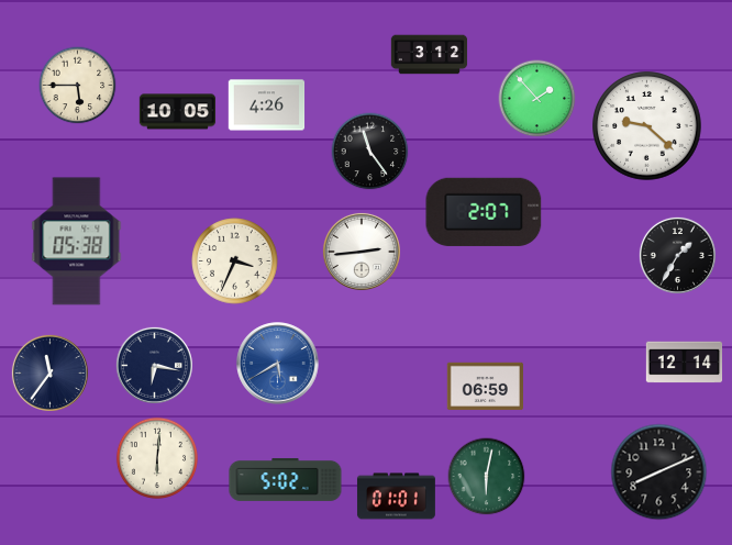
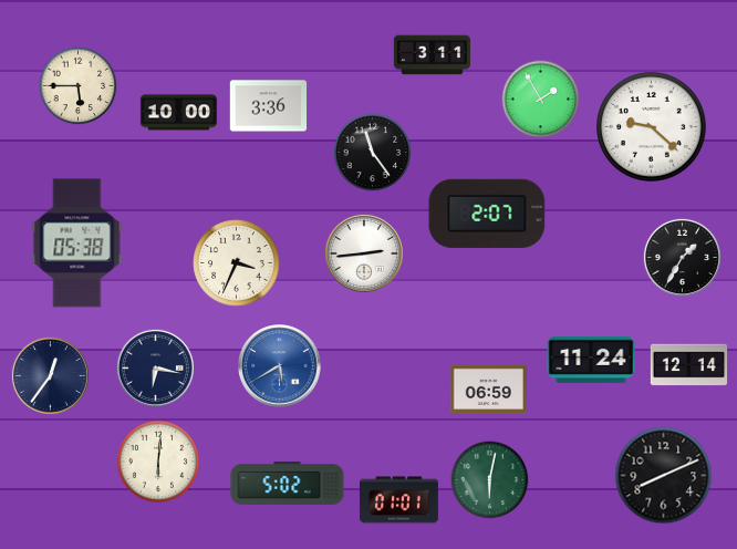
clock at (430, 55): 3:12 -> 3:11
clock at (537, 99): 1:53 -> 1:55
clock at (267, 105): 4:26 -> 3:36
clock at (178, 112): 10:05 -> 10:00
clock at (591, 360): none -> 11:24
clock at (49, 372): 11:36 -> 12:36
